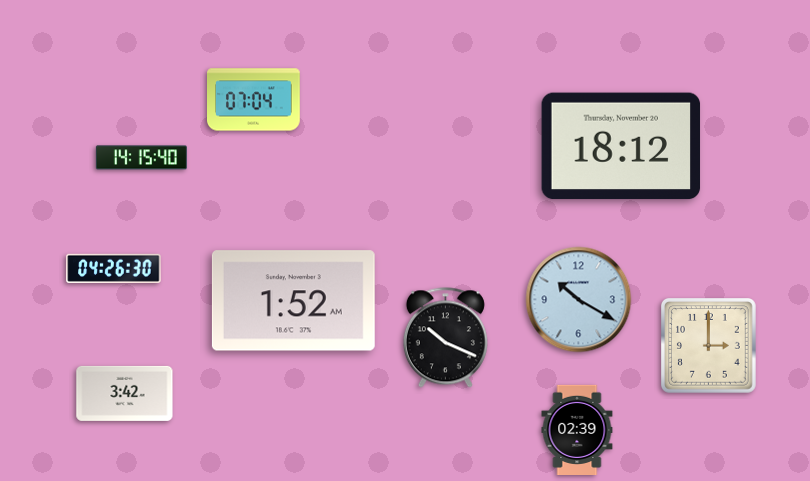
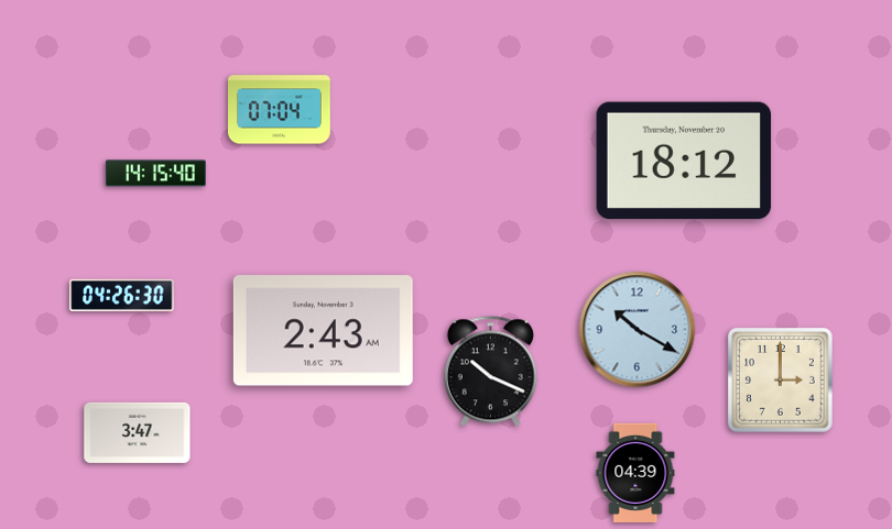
clock at (114, 268) position: (114, 268) -> (122, 295)
clock at (293, 301): 1:52 -> 2:43
clock at (125, 393): 3:42 -> 3:47
clock at (577, 429): 02:39 -> 04:39
